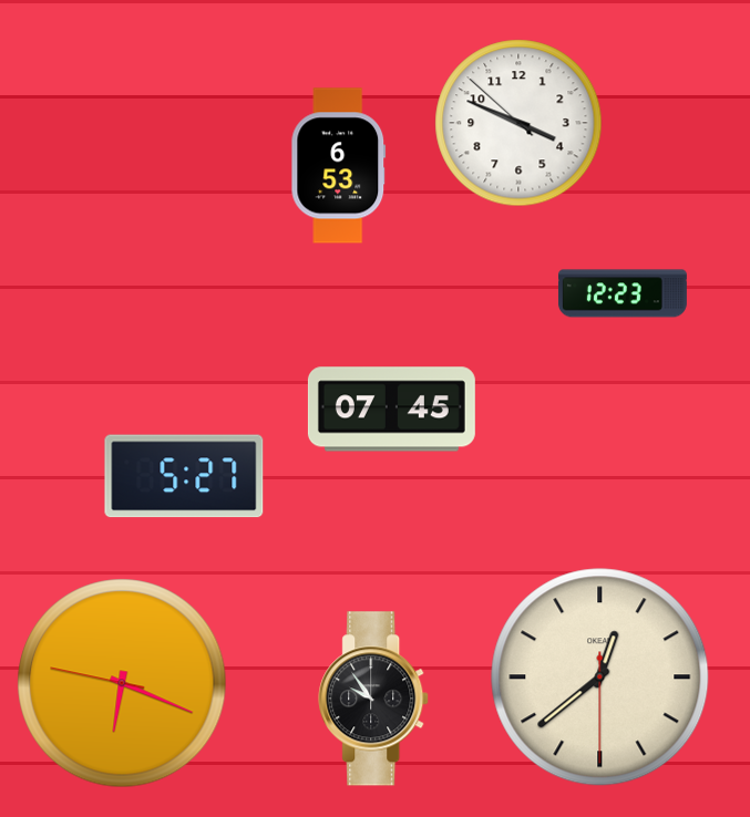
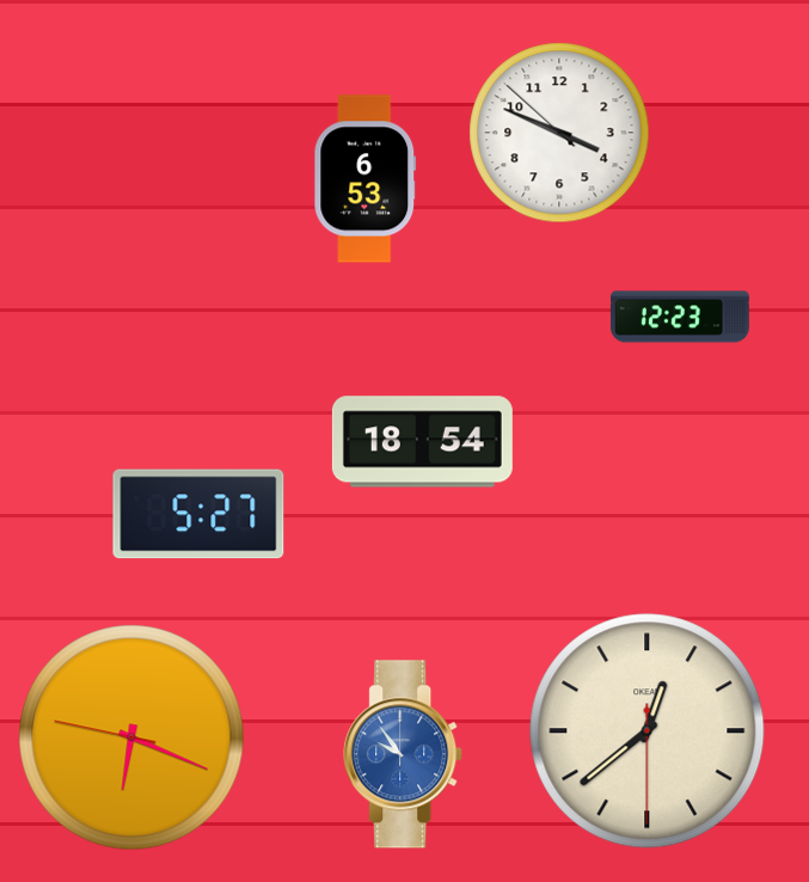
clock at (623, 293) position: (623, 293) -> (680, 317)
clock at (391, 410): 07:45 -> 18:54
clock at (374, 699) dial: black -> blue
